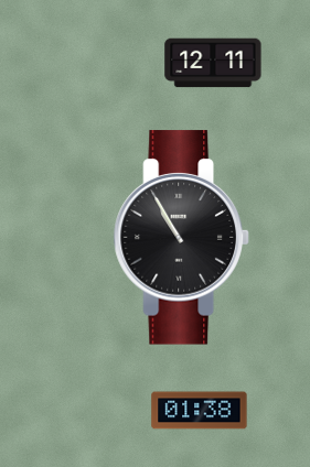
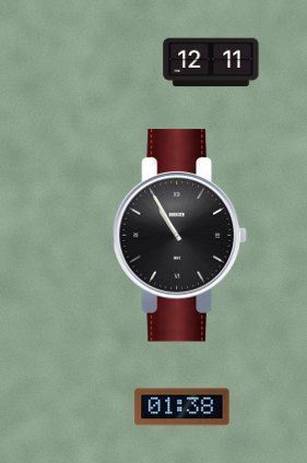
clock at (200, 411) position: (200, 411) -> (182, 407)
